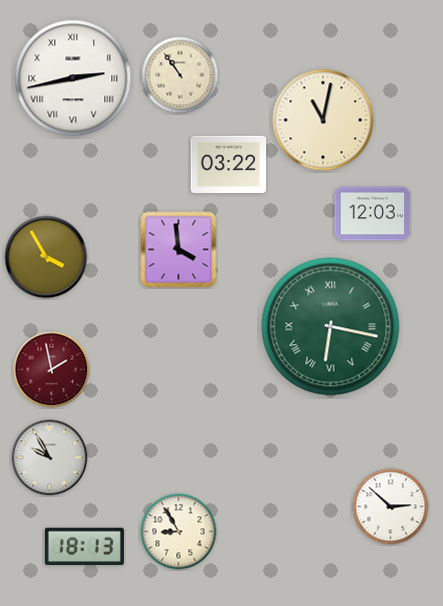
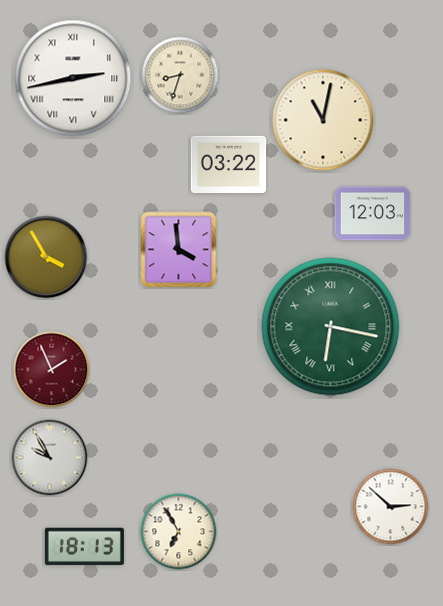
clock at (180, 75): 10:54 -> 8:33
clock at (52, 370): 1:58 -> 1:56
clock at (179, 532): 8:55 -> 6:55
